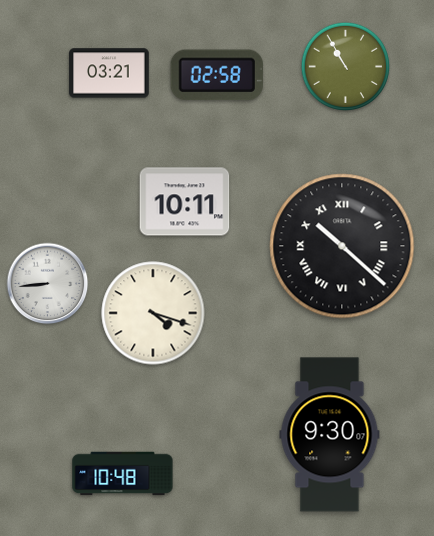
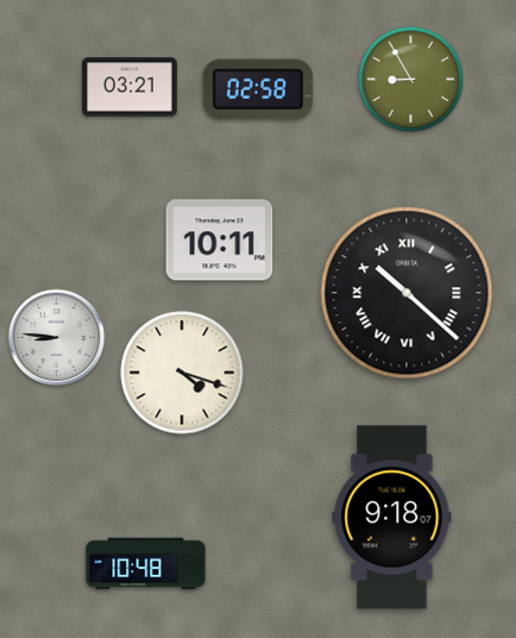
clock at (346, 67): 10:55 -> 8:55
clock at (48, 284): 8:44 -> 8:46
clock at (330, 435): 9:30 -> 9:18
